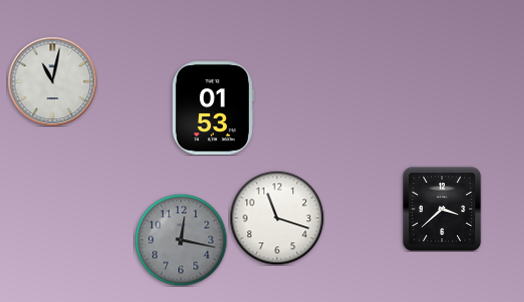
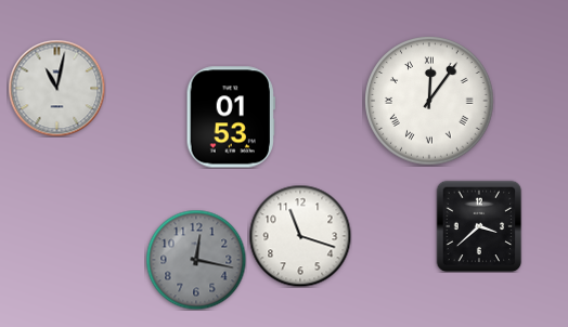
clock at (429, 101): none -> 12:06
